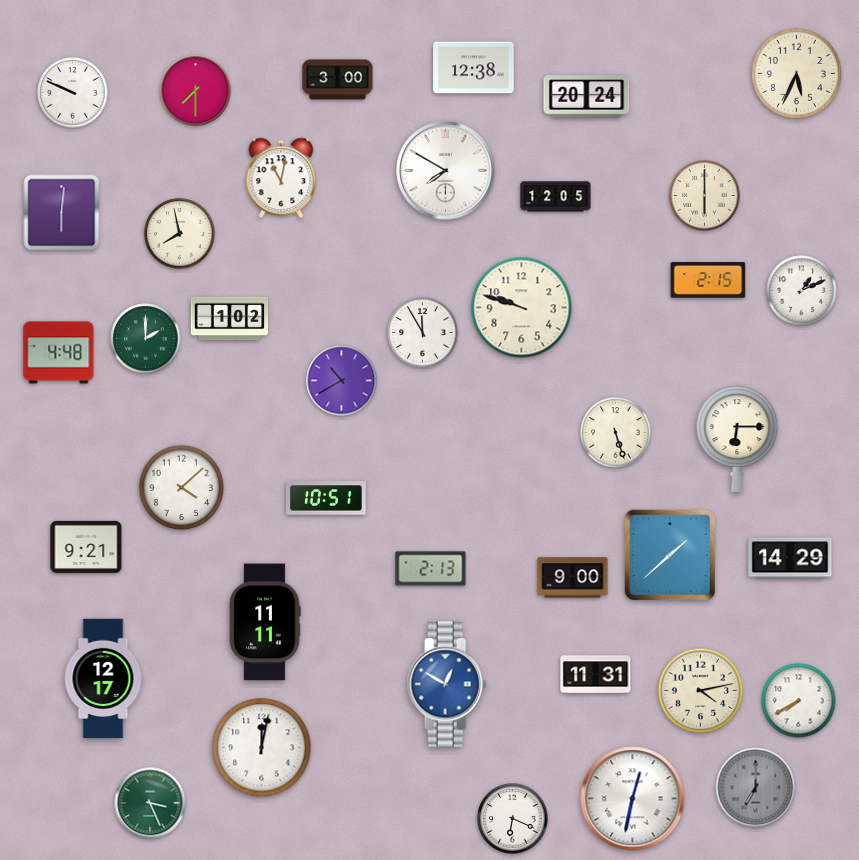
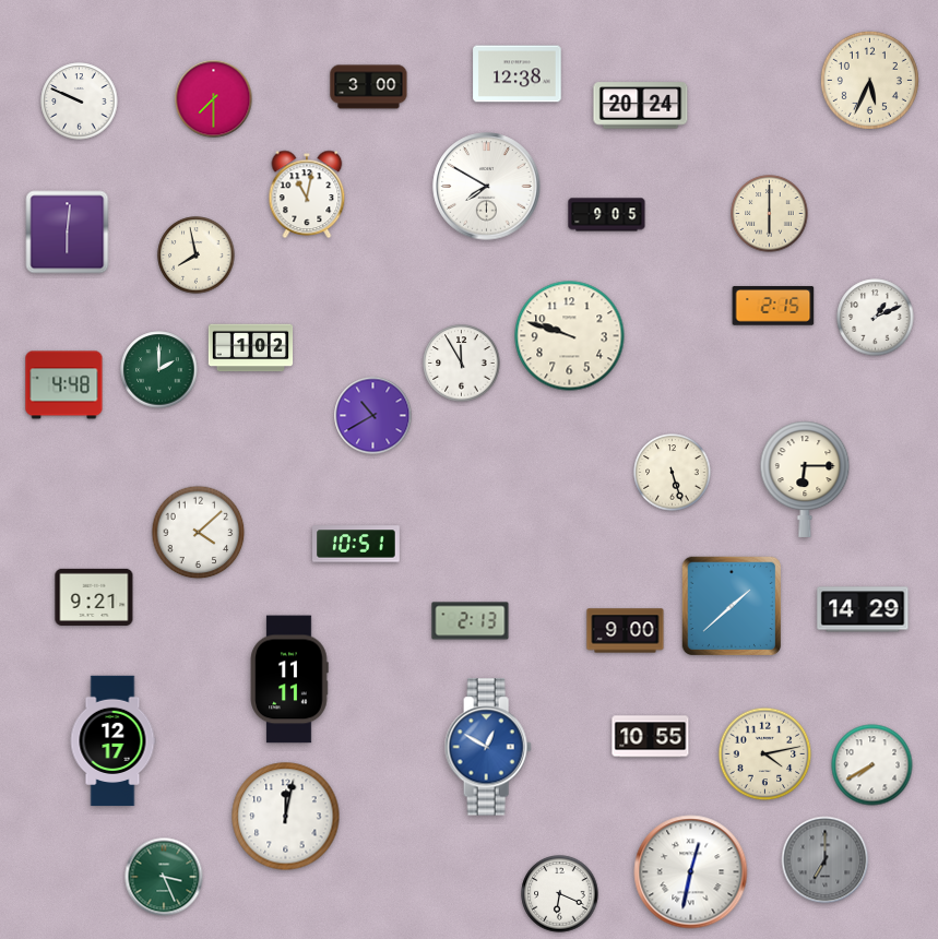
clock at (556, 197): 12:05 -> 9:05
clock at (596, 675): 11:31 -> 10:55
